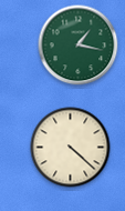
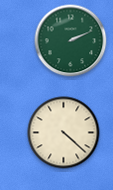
clock at (79, 46): 1:17 -> 2:11
